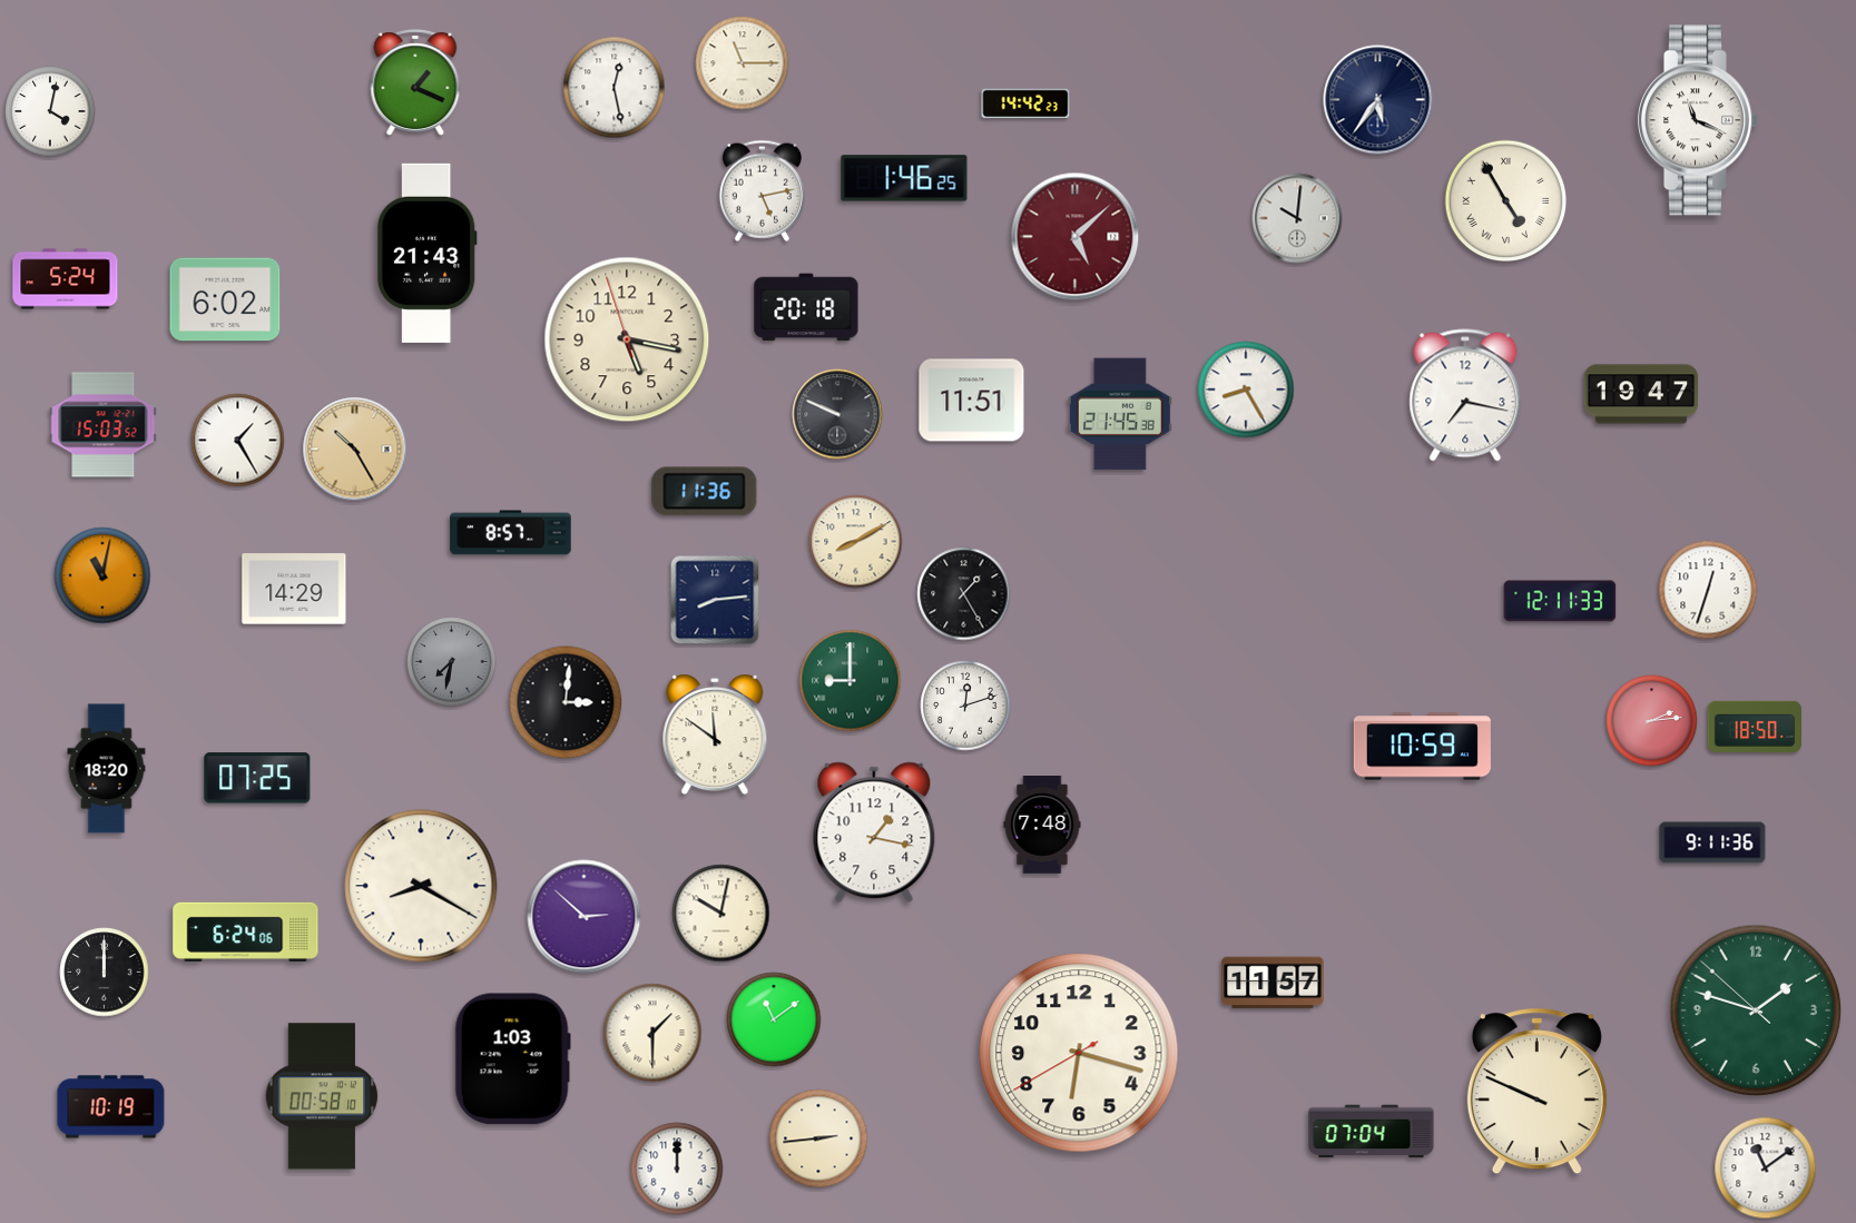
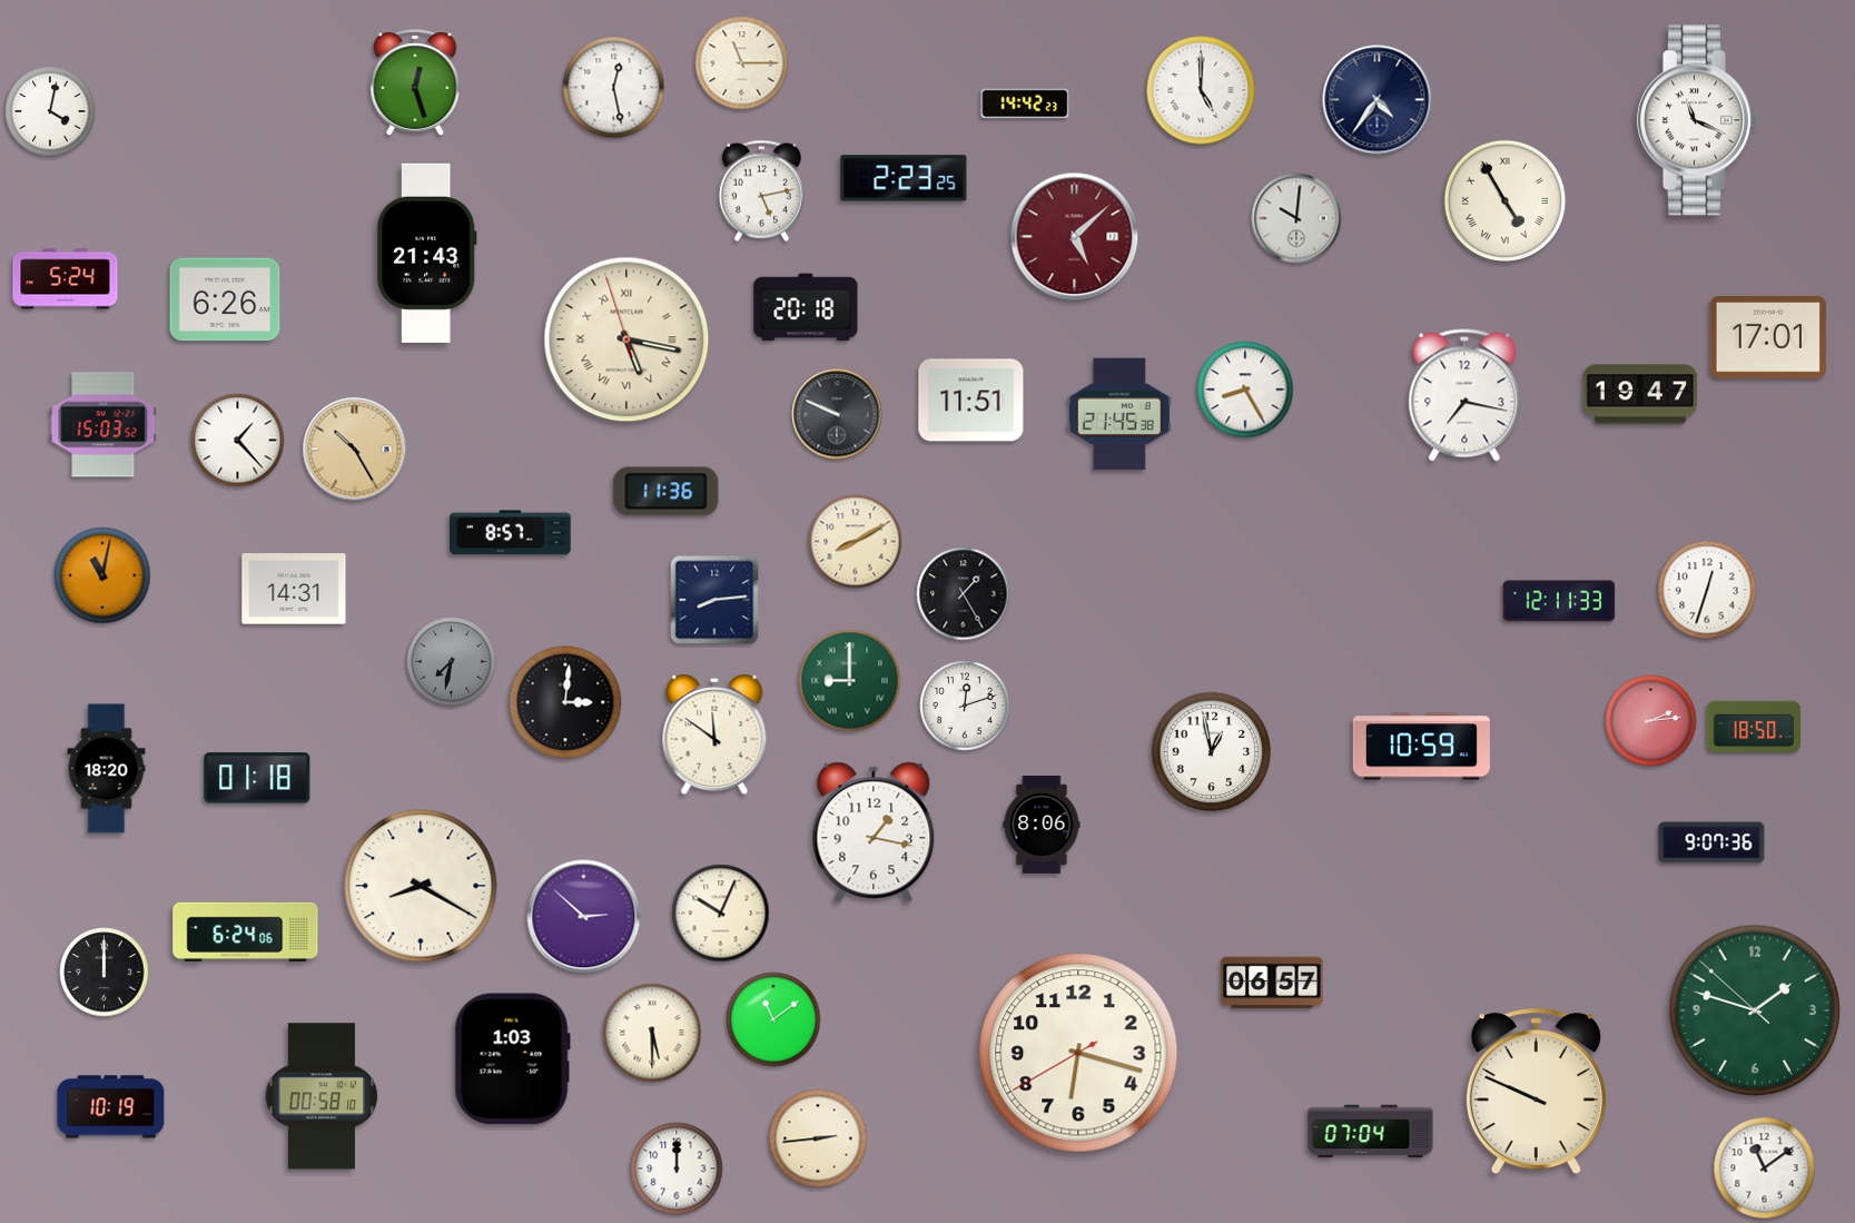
clock at (415, 83): 1:19 -> 12:27
clock at (1201, 90): none -> 5:00
clock at (1378, 100): 5:36 -> 4:36
clock at (904, 178): 1:46 -> 2:23
clock at (225, 299): 6:02 -> 6:26
clock at (1768, 338): none -> 17:01
clock at (627, 339) numerals: Arabic -> Roman
clock at (238, 441): 1:25 -> 1:23
clock at (705, 492) position: (705, 492) -> (667, 492)
clock at (294, 589): 14:29 -> 14:31
clock at (1212, 752): none -> 12:58
clock at (257, 778): 07:25 -> 01:18
clock at (1042, 825): 7:48 -> 8:06
clock at (1712, 842): 9:11 -> 9:07
clock at (721, 914): 10:02 -> 10:04
clock at (1273, 983): 11:57 -> 06:57
clock at (652, 1033): 1:30 -> 5:30
